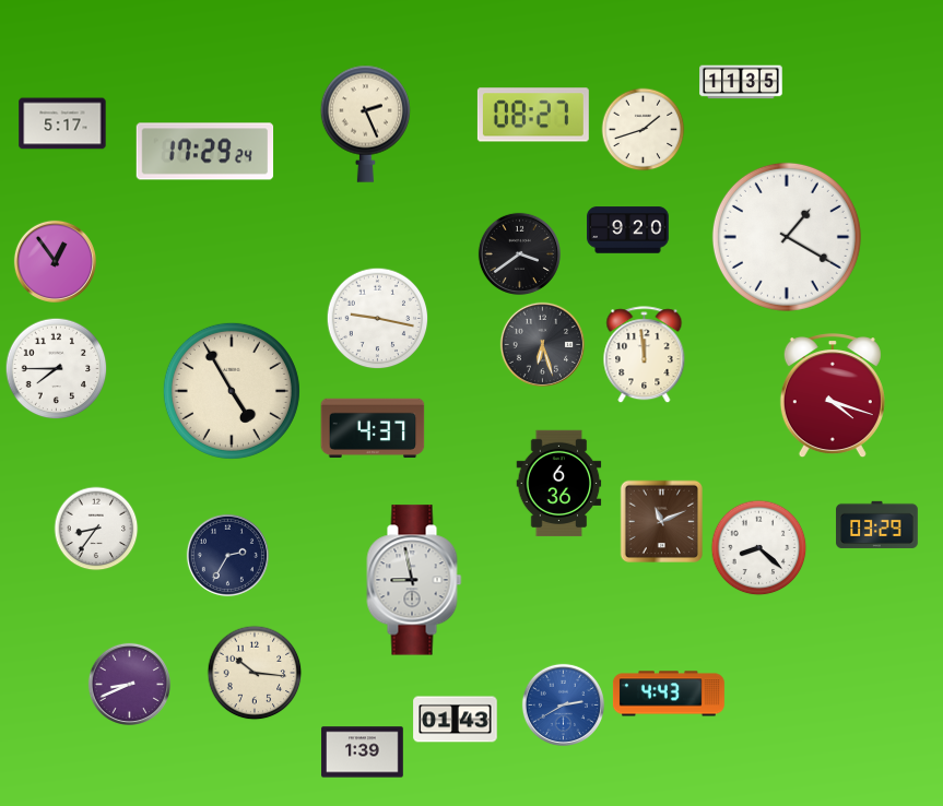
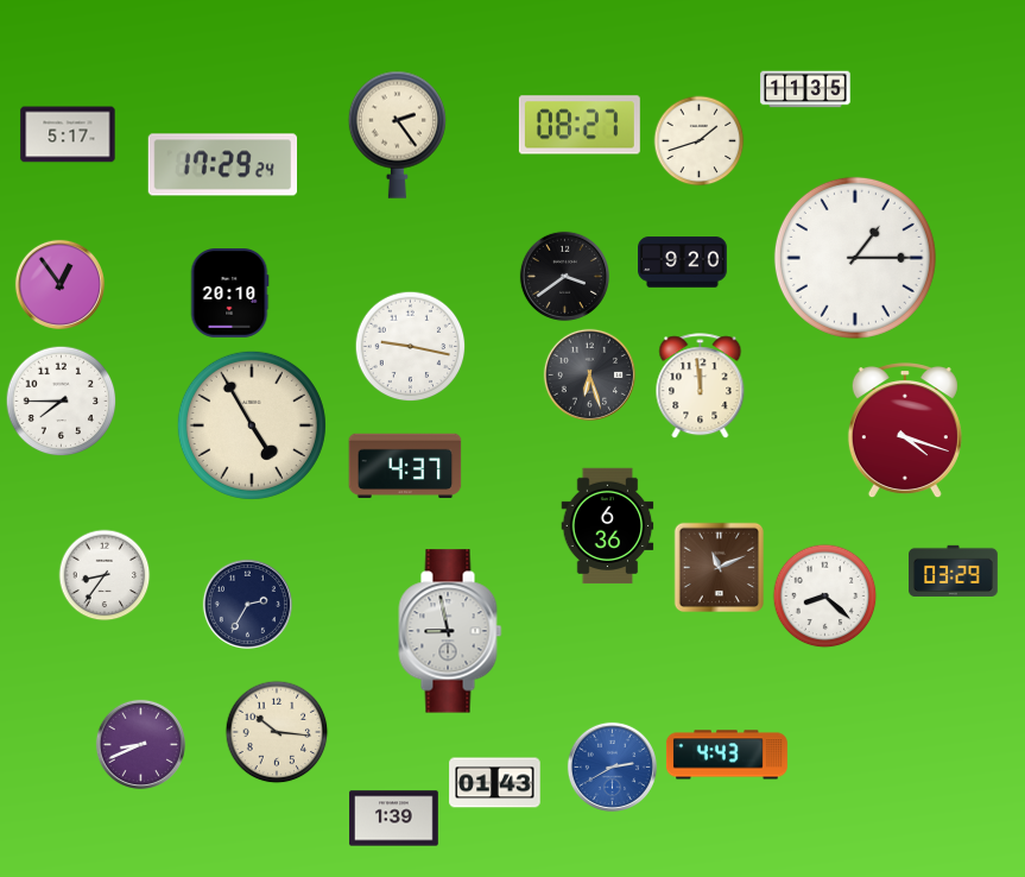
clock at (365, 123): 2:26 -> 2:24
clock at (628, 230) position: (628, 230) -> (683, 263)
clock at (787, 237): 1:20 -> 1:15
clock at (229, 294): none -> 20:10
